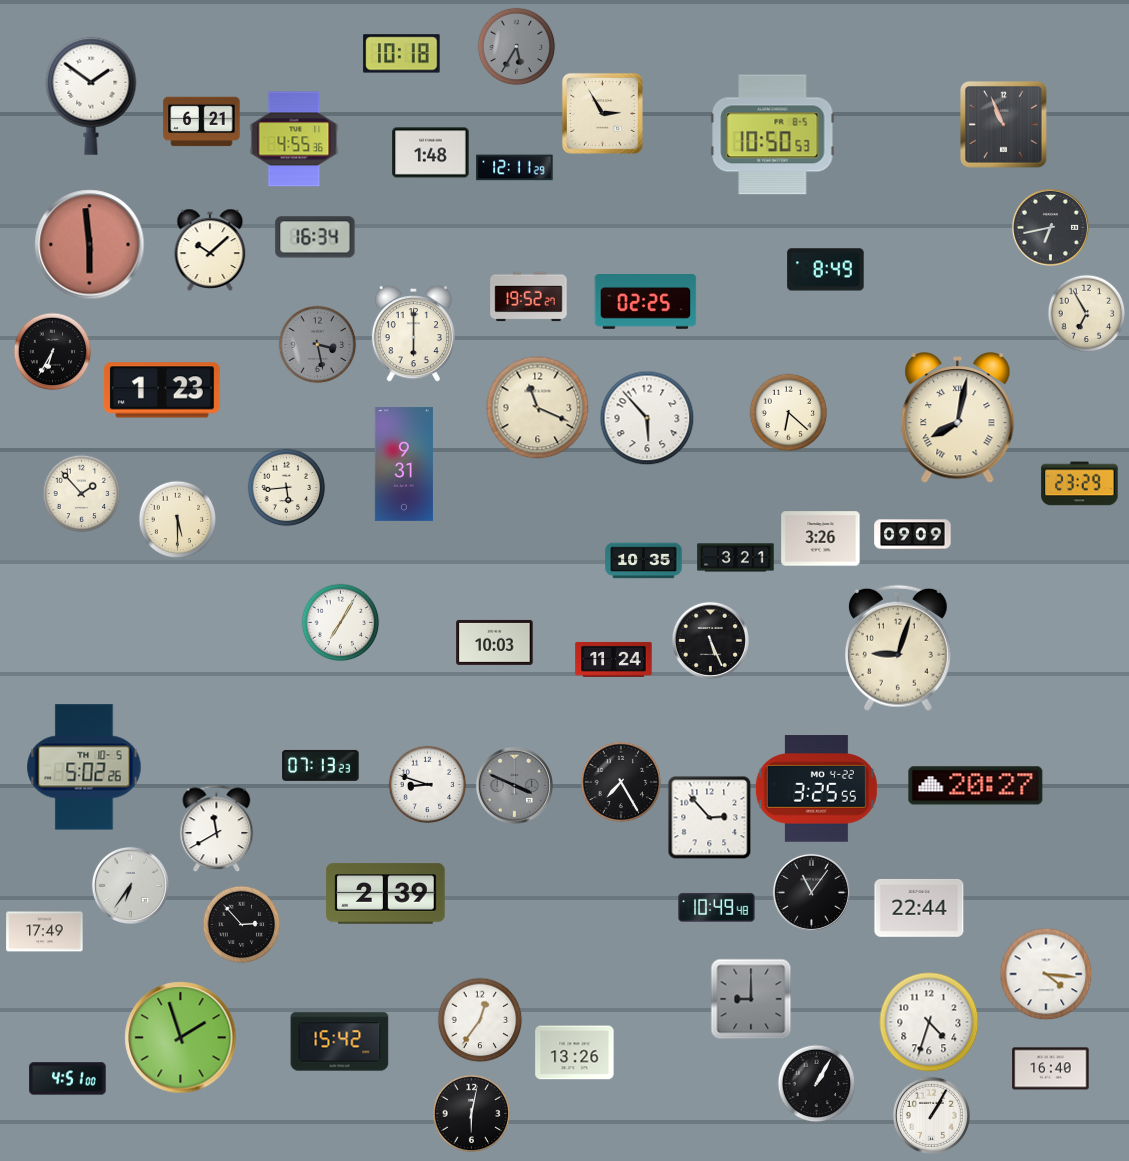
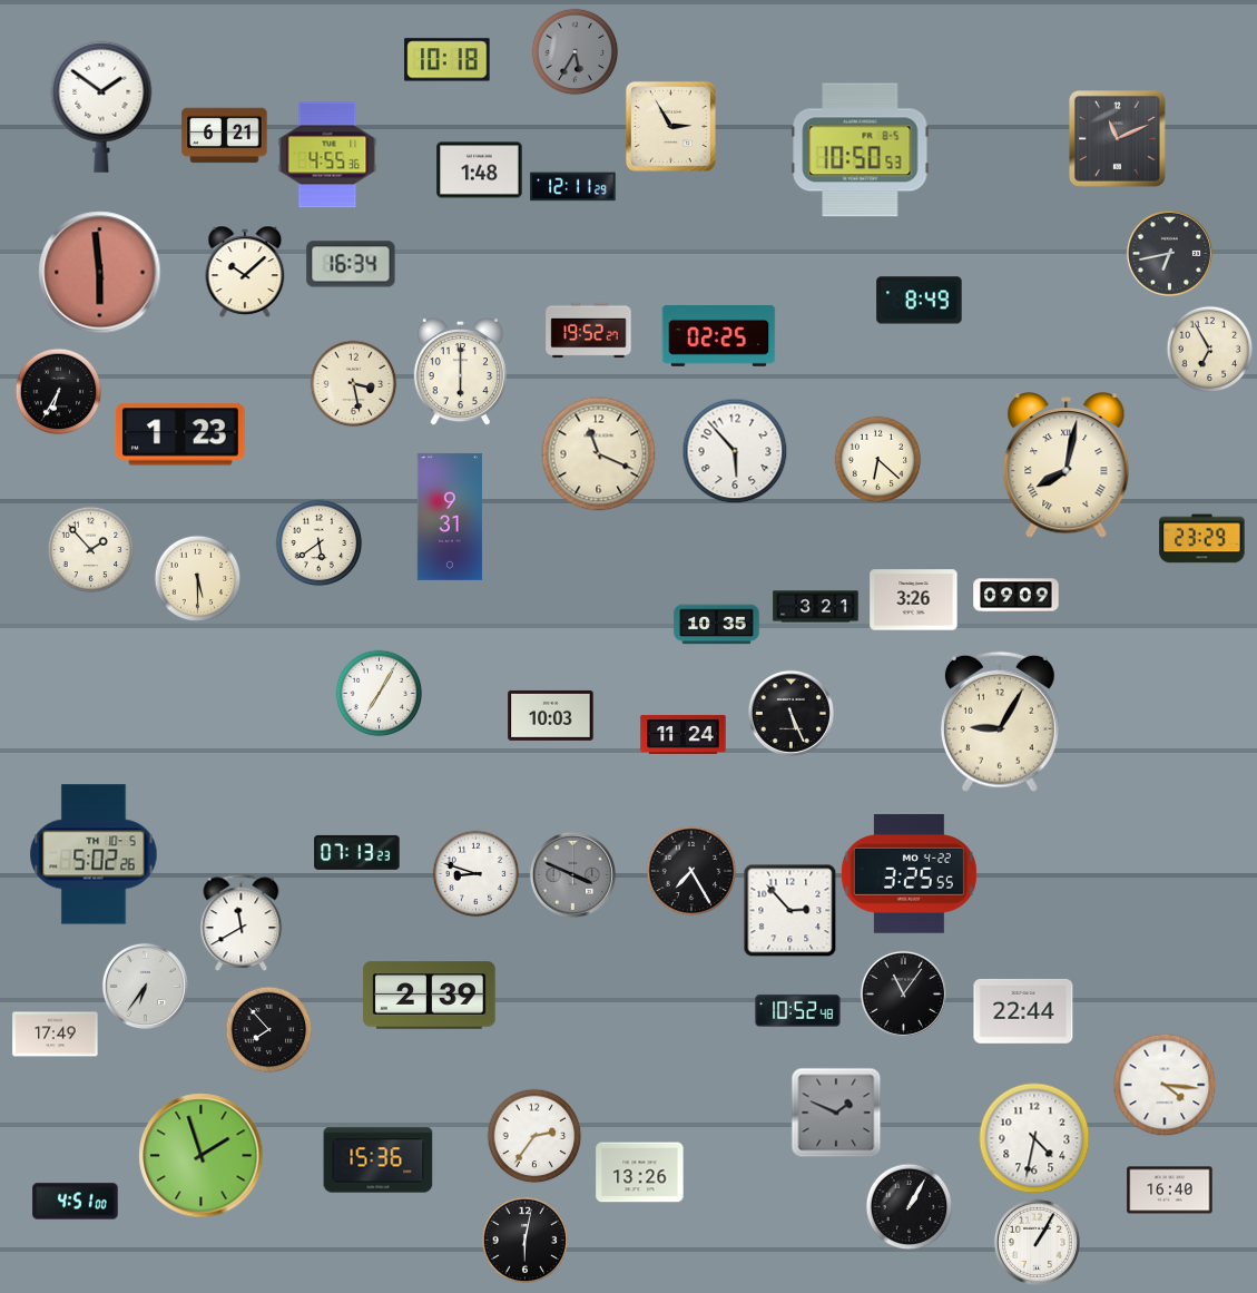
clock at (1004, 125): 10:56 -> 11:11
clock at (210, 250) position: (210, 250) -> (245, 272)
clock at (317, 344) dial: grey -> cream
clock at (647, 418) position: (647, 418) -> (735, 451)
clock at (286, 487): 5:44 -> 5:39
clock at (736, 558) position: (736, 558) -> (816, 607)
clock at (898, 648): 9:03 -> 9:05
clock at (976, 786): 20:27 -> none
clock at (816, 789) position: (816, 789) -> (909, 874)
clock at (717, 907): 10:49 -> 10:52
clock at (241, 924): 2:53 -> 7:53
clock at (45, 932) position: (45, 932) -> (56, 1035)
clock at (751, 999): 9:00 -> 1:49
clock at (480, 1020): 12:36 -> 2:36
clock at (929, 1022): 4:33 -> 4:32
clock at (340, 1042): 15:42 -> 15:36
